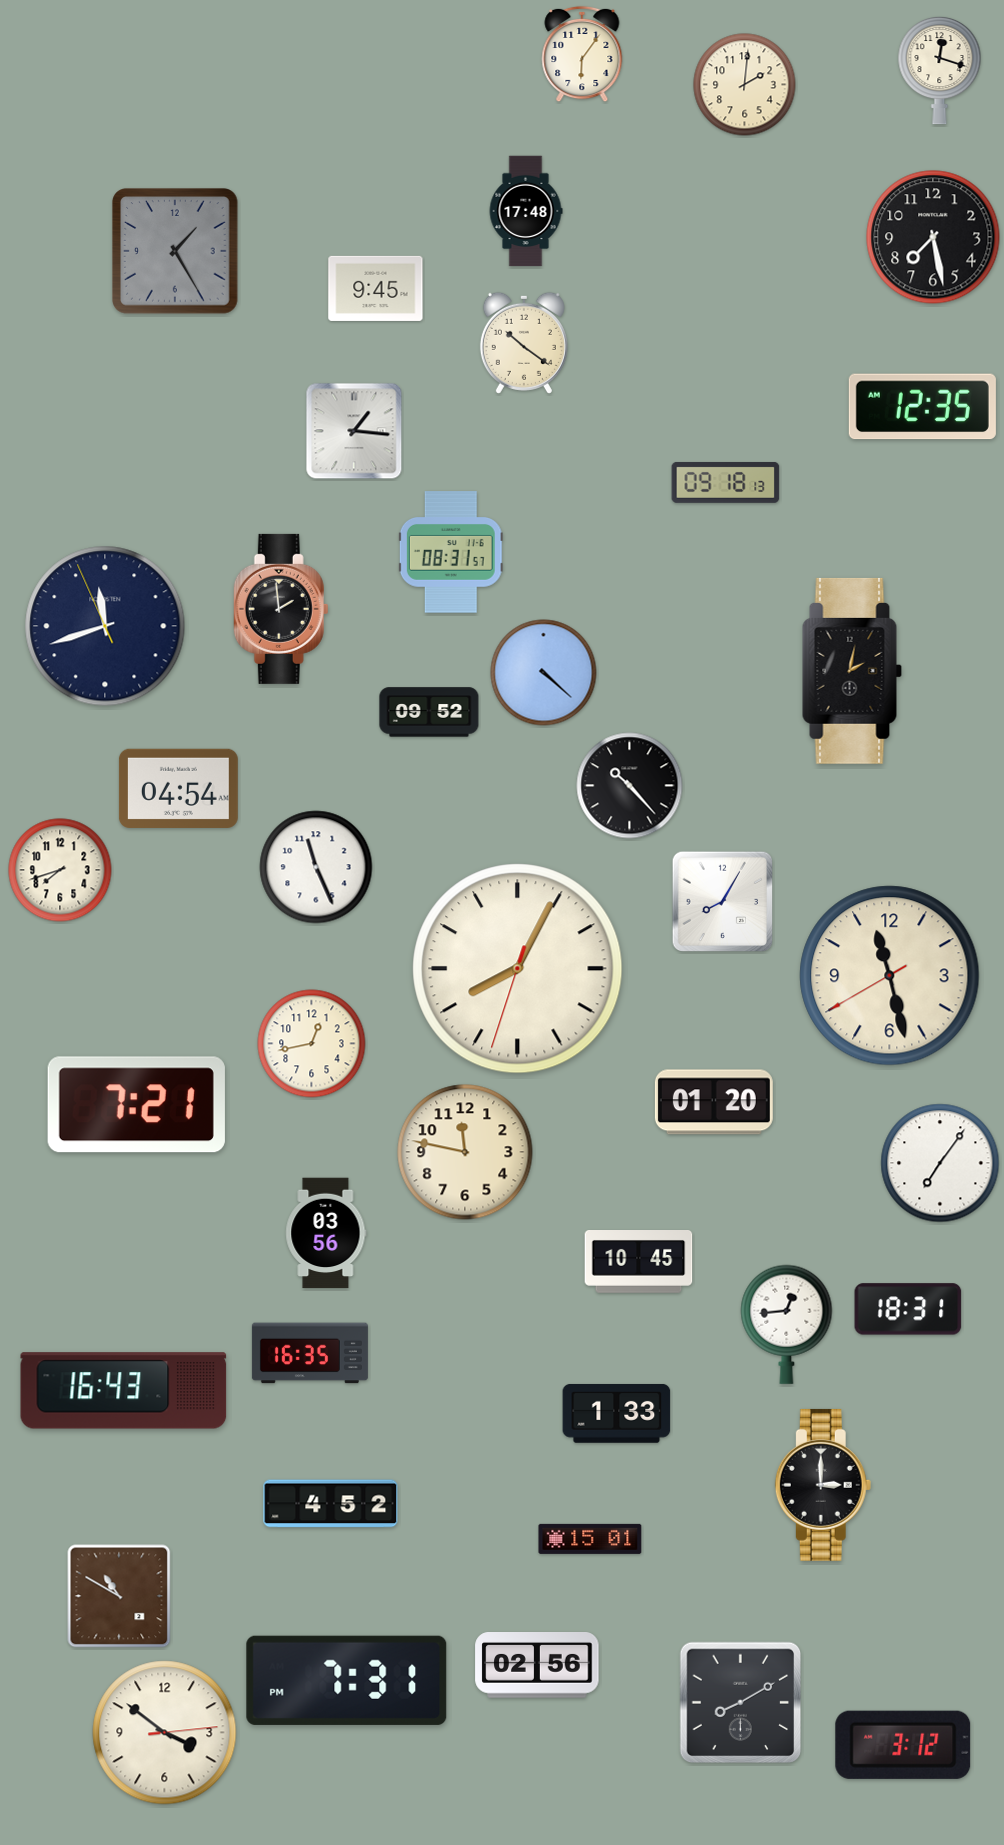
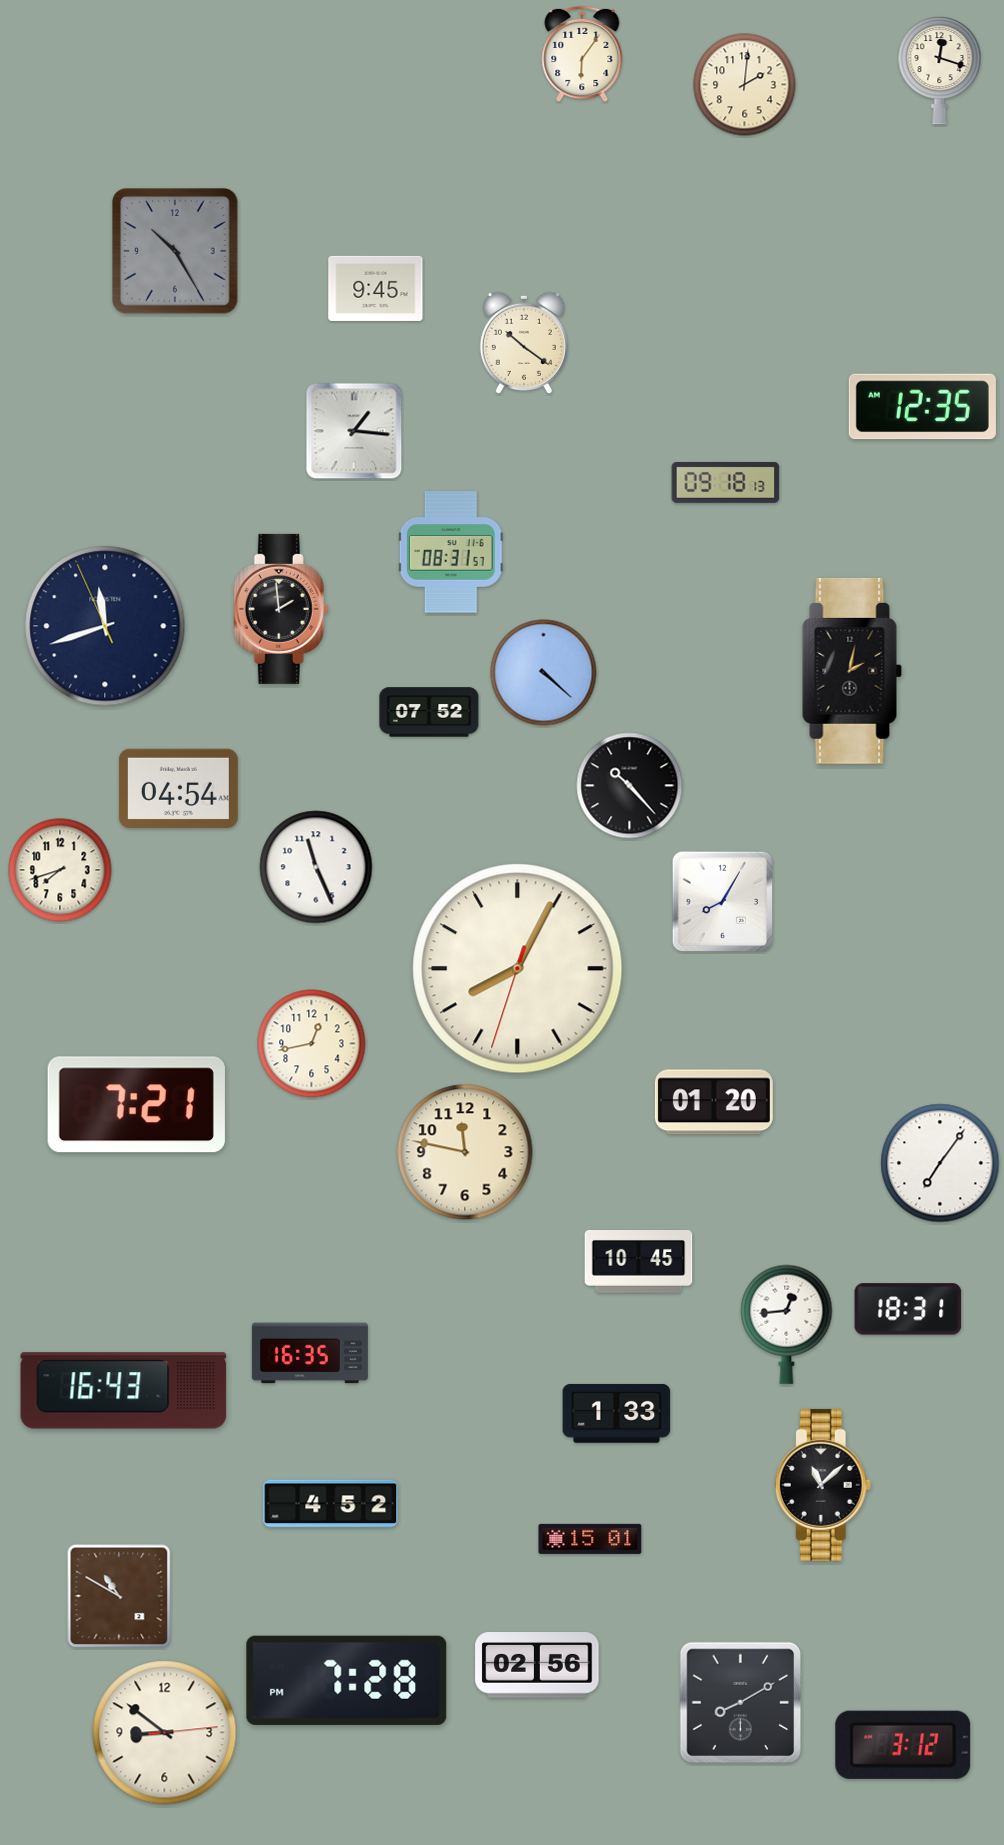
clock at (526, 211): 17:48 -> none
clock at (933, 237): 7:28 -> none
clock at (175, 251): 1:25 -> 10:25
clock at (429, 712): 09:52 -> 07:52
clock at (890, 976): 11:27 -> none
clock at (326, 1233): 03:56 -> none
clock at (823, 1485): 3:00 -> 11:08
clock at (347, 1680): 7:31 -> 7:28
clock at (165, 1733): 3:51 -> 8:51
